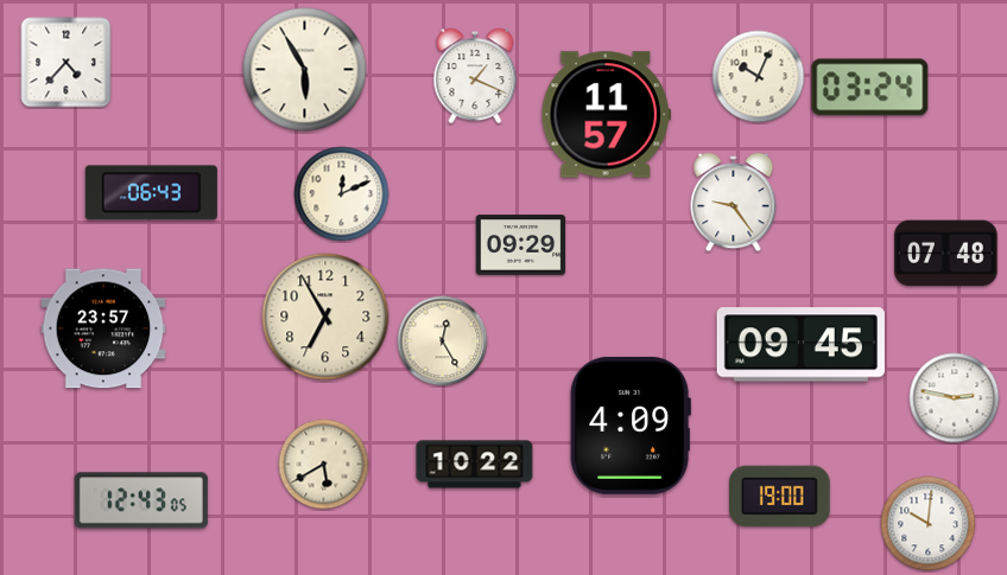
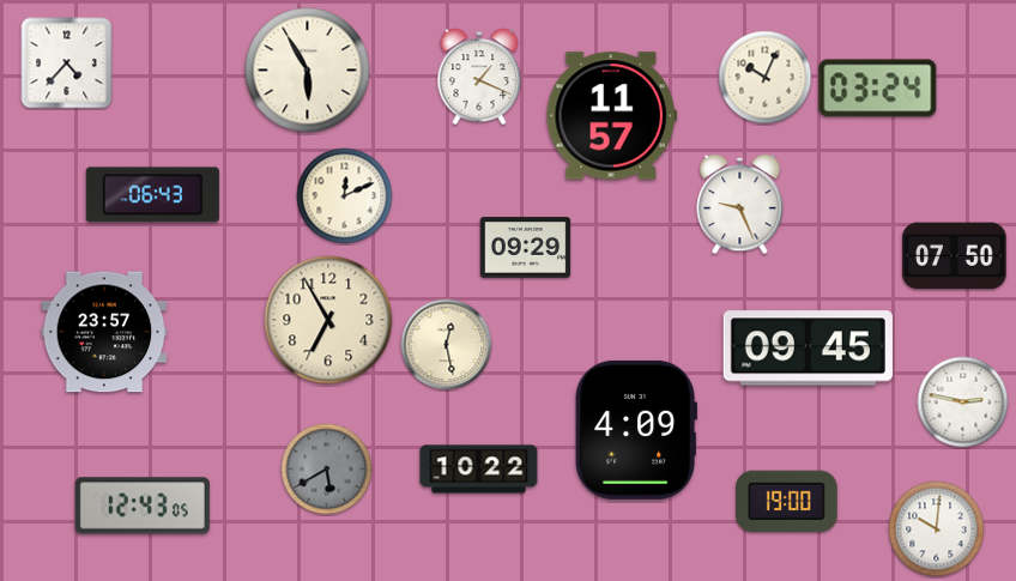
clock at (734, 203): 9:24 -> 9:26
clock at (946, 254): 07:48 -> 07:50
clock at (443, 341): 12:25 -> 12:28
clock at (324, 465) dial: cream -> grey
